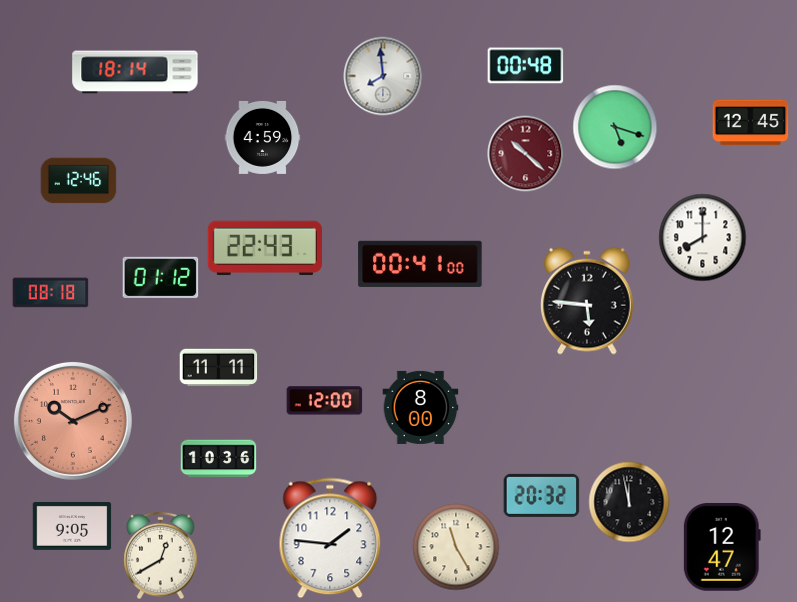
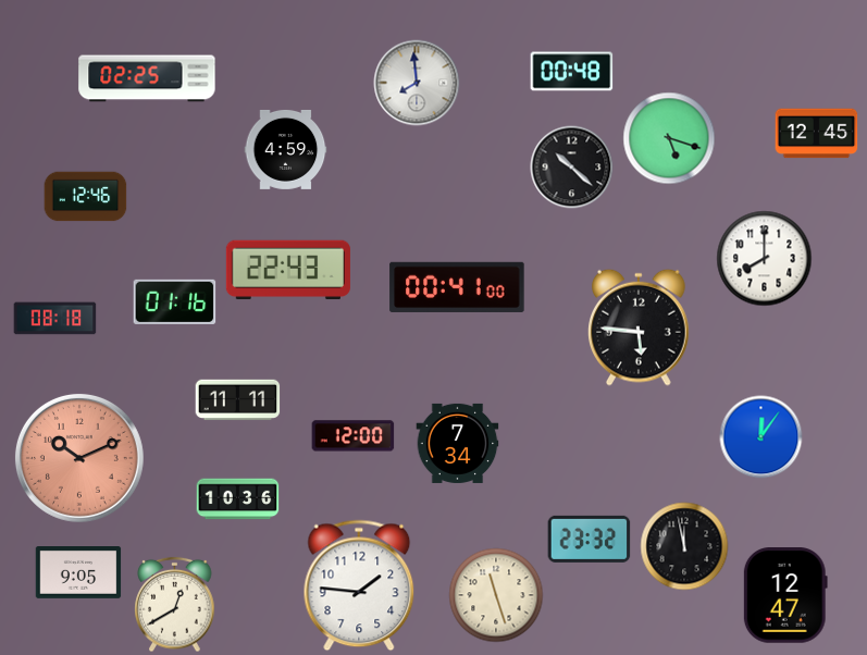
clock at (135, 72): 18:14 -> 02:25
clock at (526, 154) dial: burgundy -> black
clock at (161, 277): 01:12 -> 01:16
clock at (761, 437): none -> 12:06
clock at (421, 407): 8:00 -> 7:34
clock at (542, 495): 20:32 -> 23:32
clock at (456, 547): 11:25 -> 11:27
